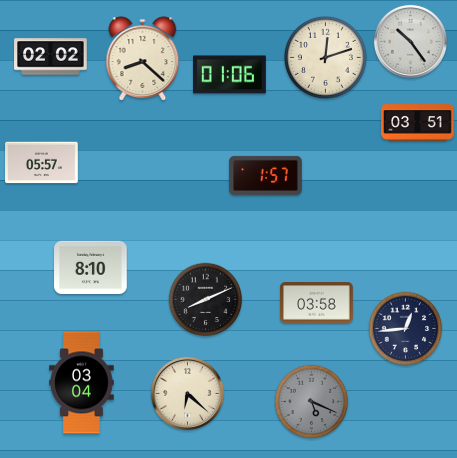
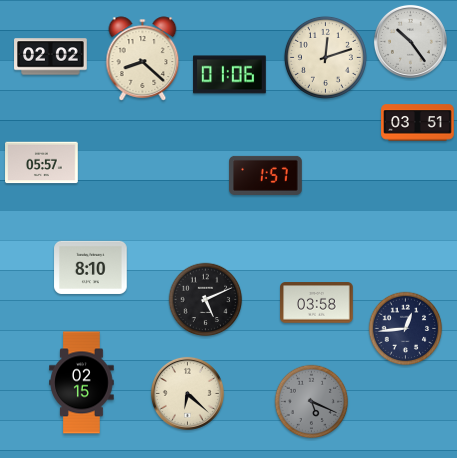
clock at (206, 300): 8:11 -> 5:11
clock at (82, 383): 03:04 -> 02:15
